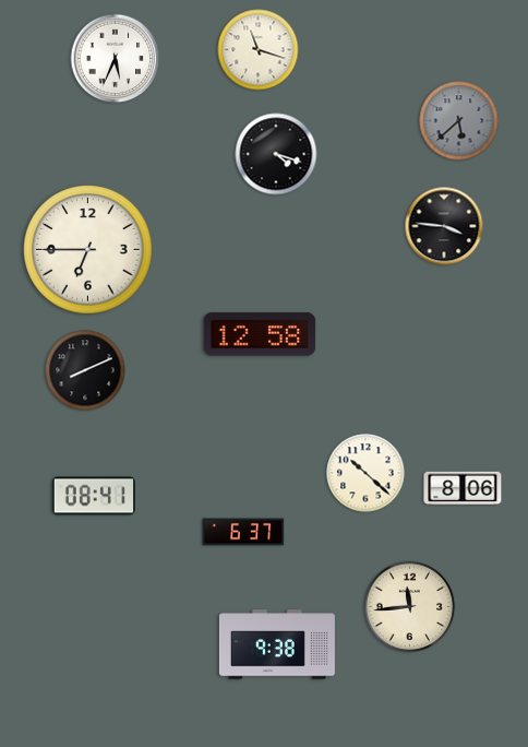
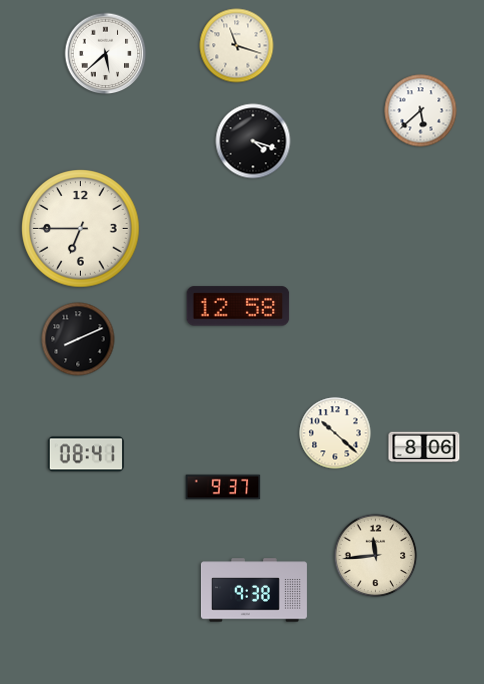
clock at (116, 59): 5:34 -> 5:38
clock at (459, 121) dial: grey -> white
clock at (444, 226): 3:46 -> none
clock at (243, 532): 6:37 -> 9:37
